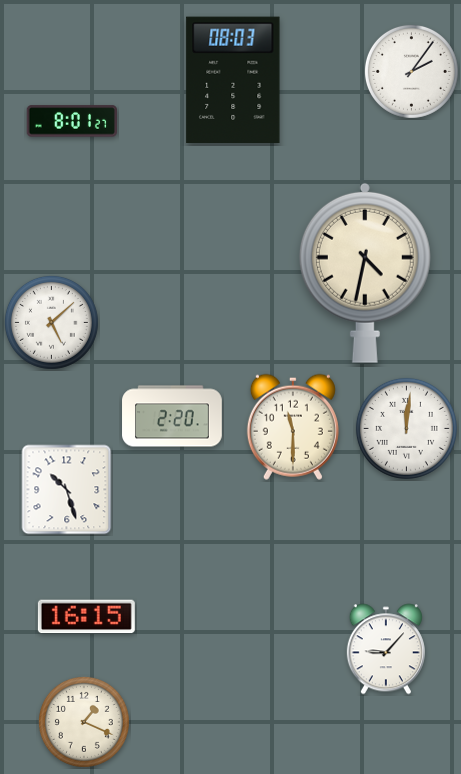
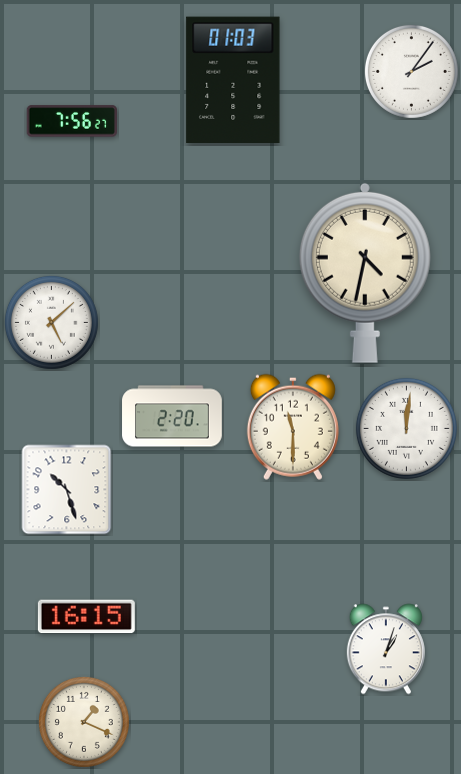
clock at (233, 80): 08:03 -> 01:03
clock at (72, 121): 8:01 -> 7:56
clock at (386, 649): 9:07 -> 1:03
